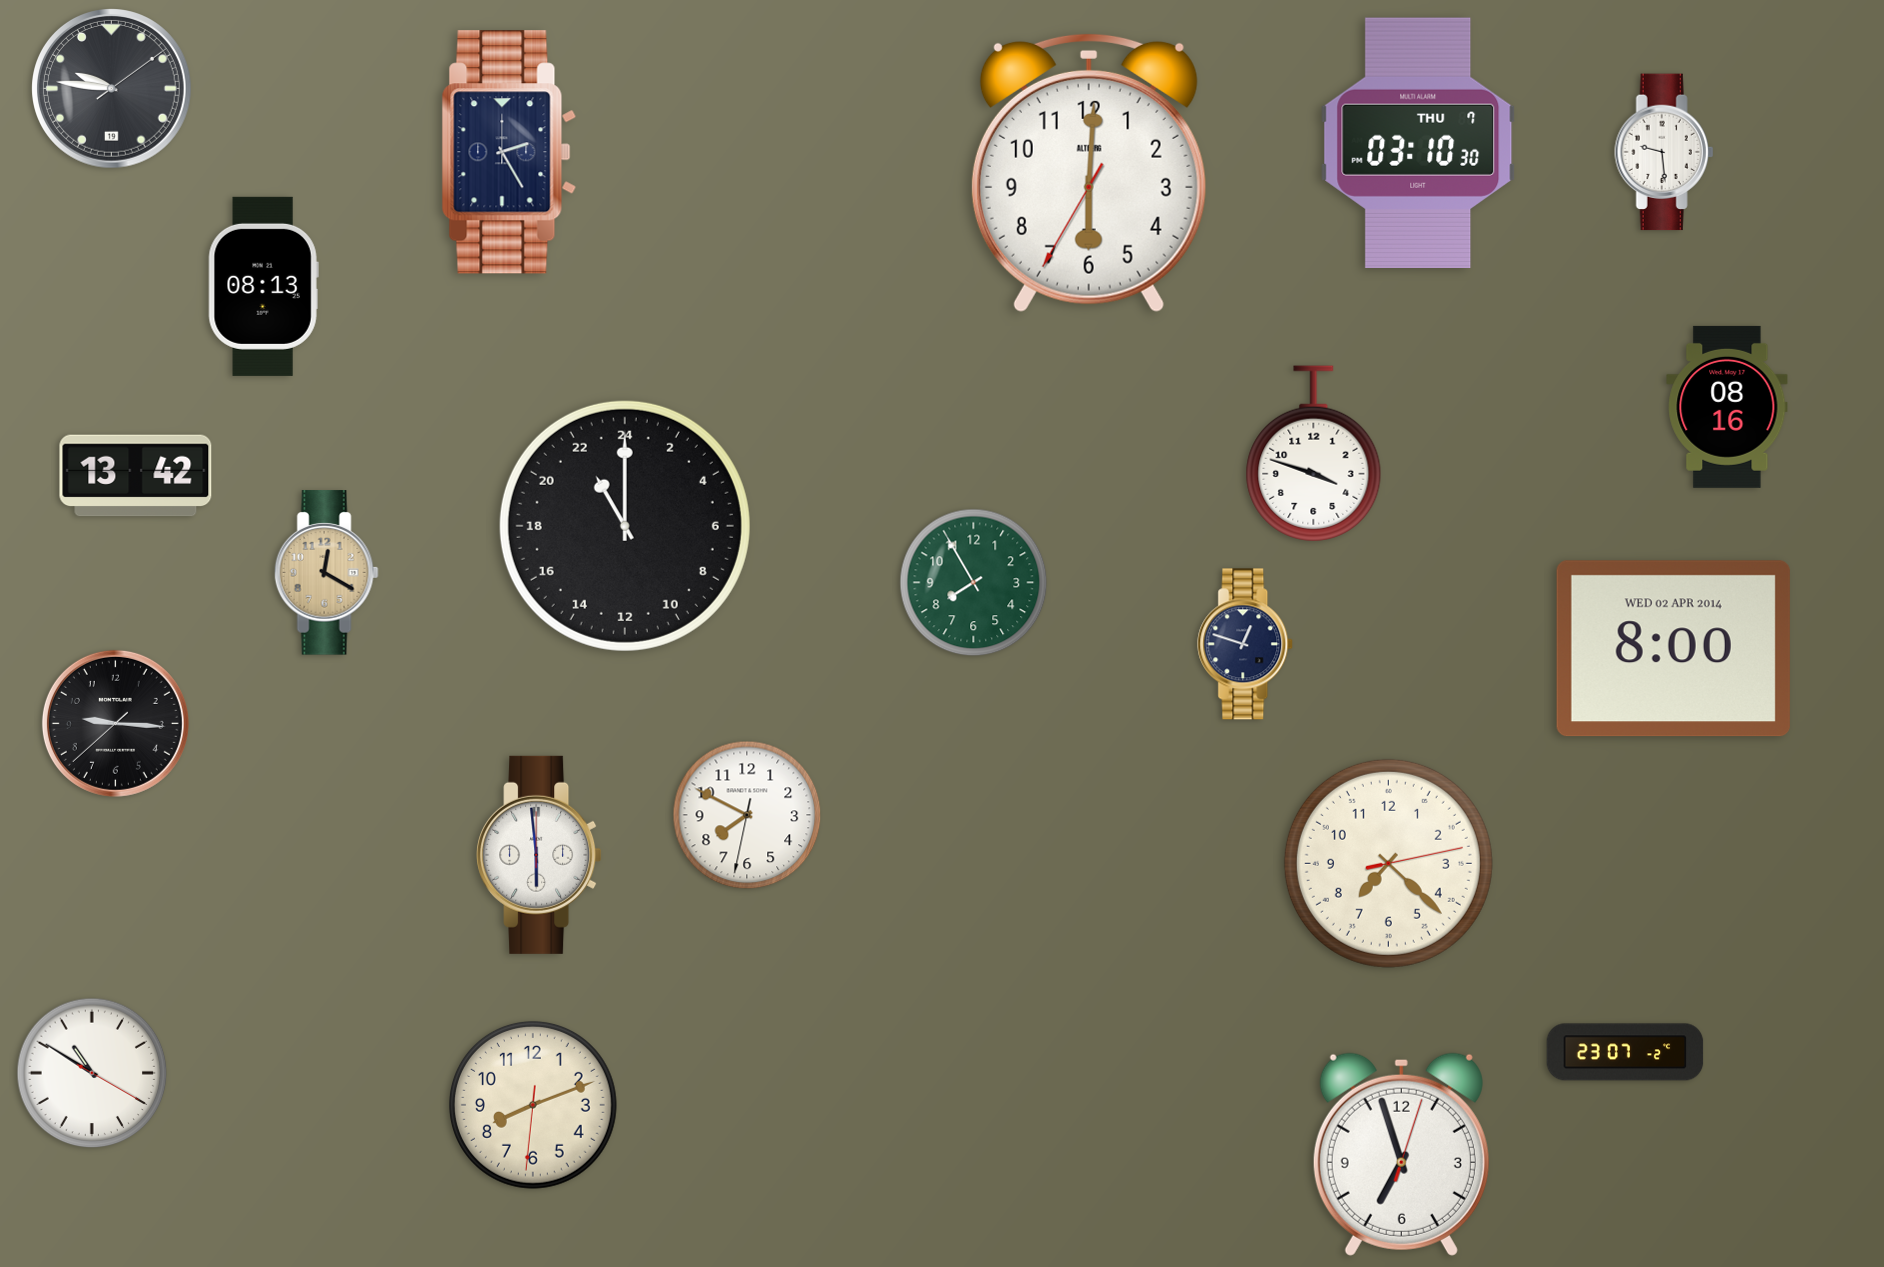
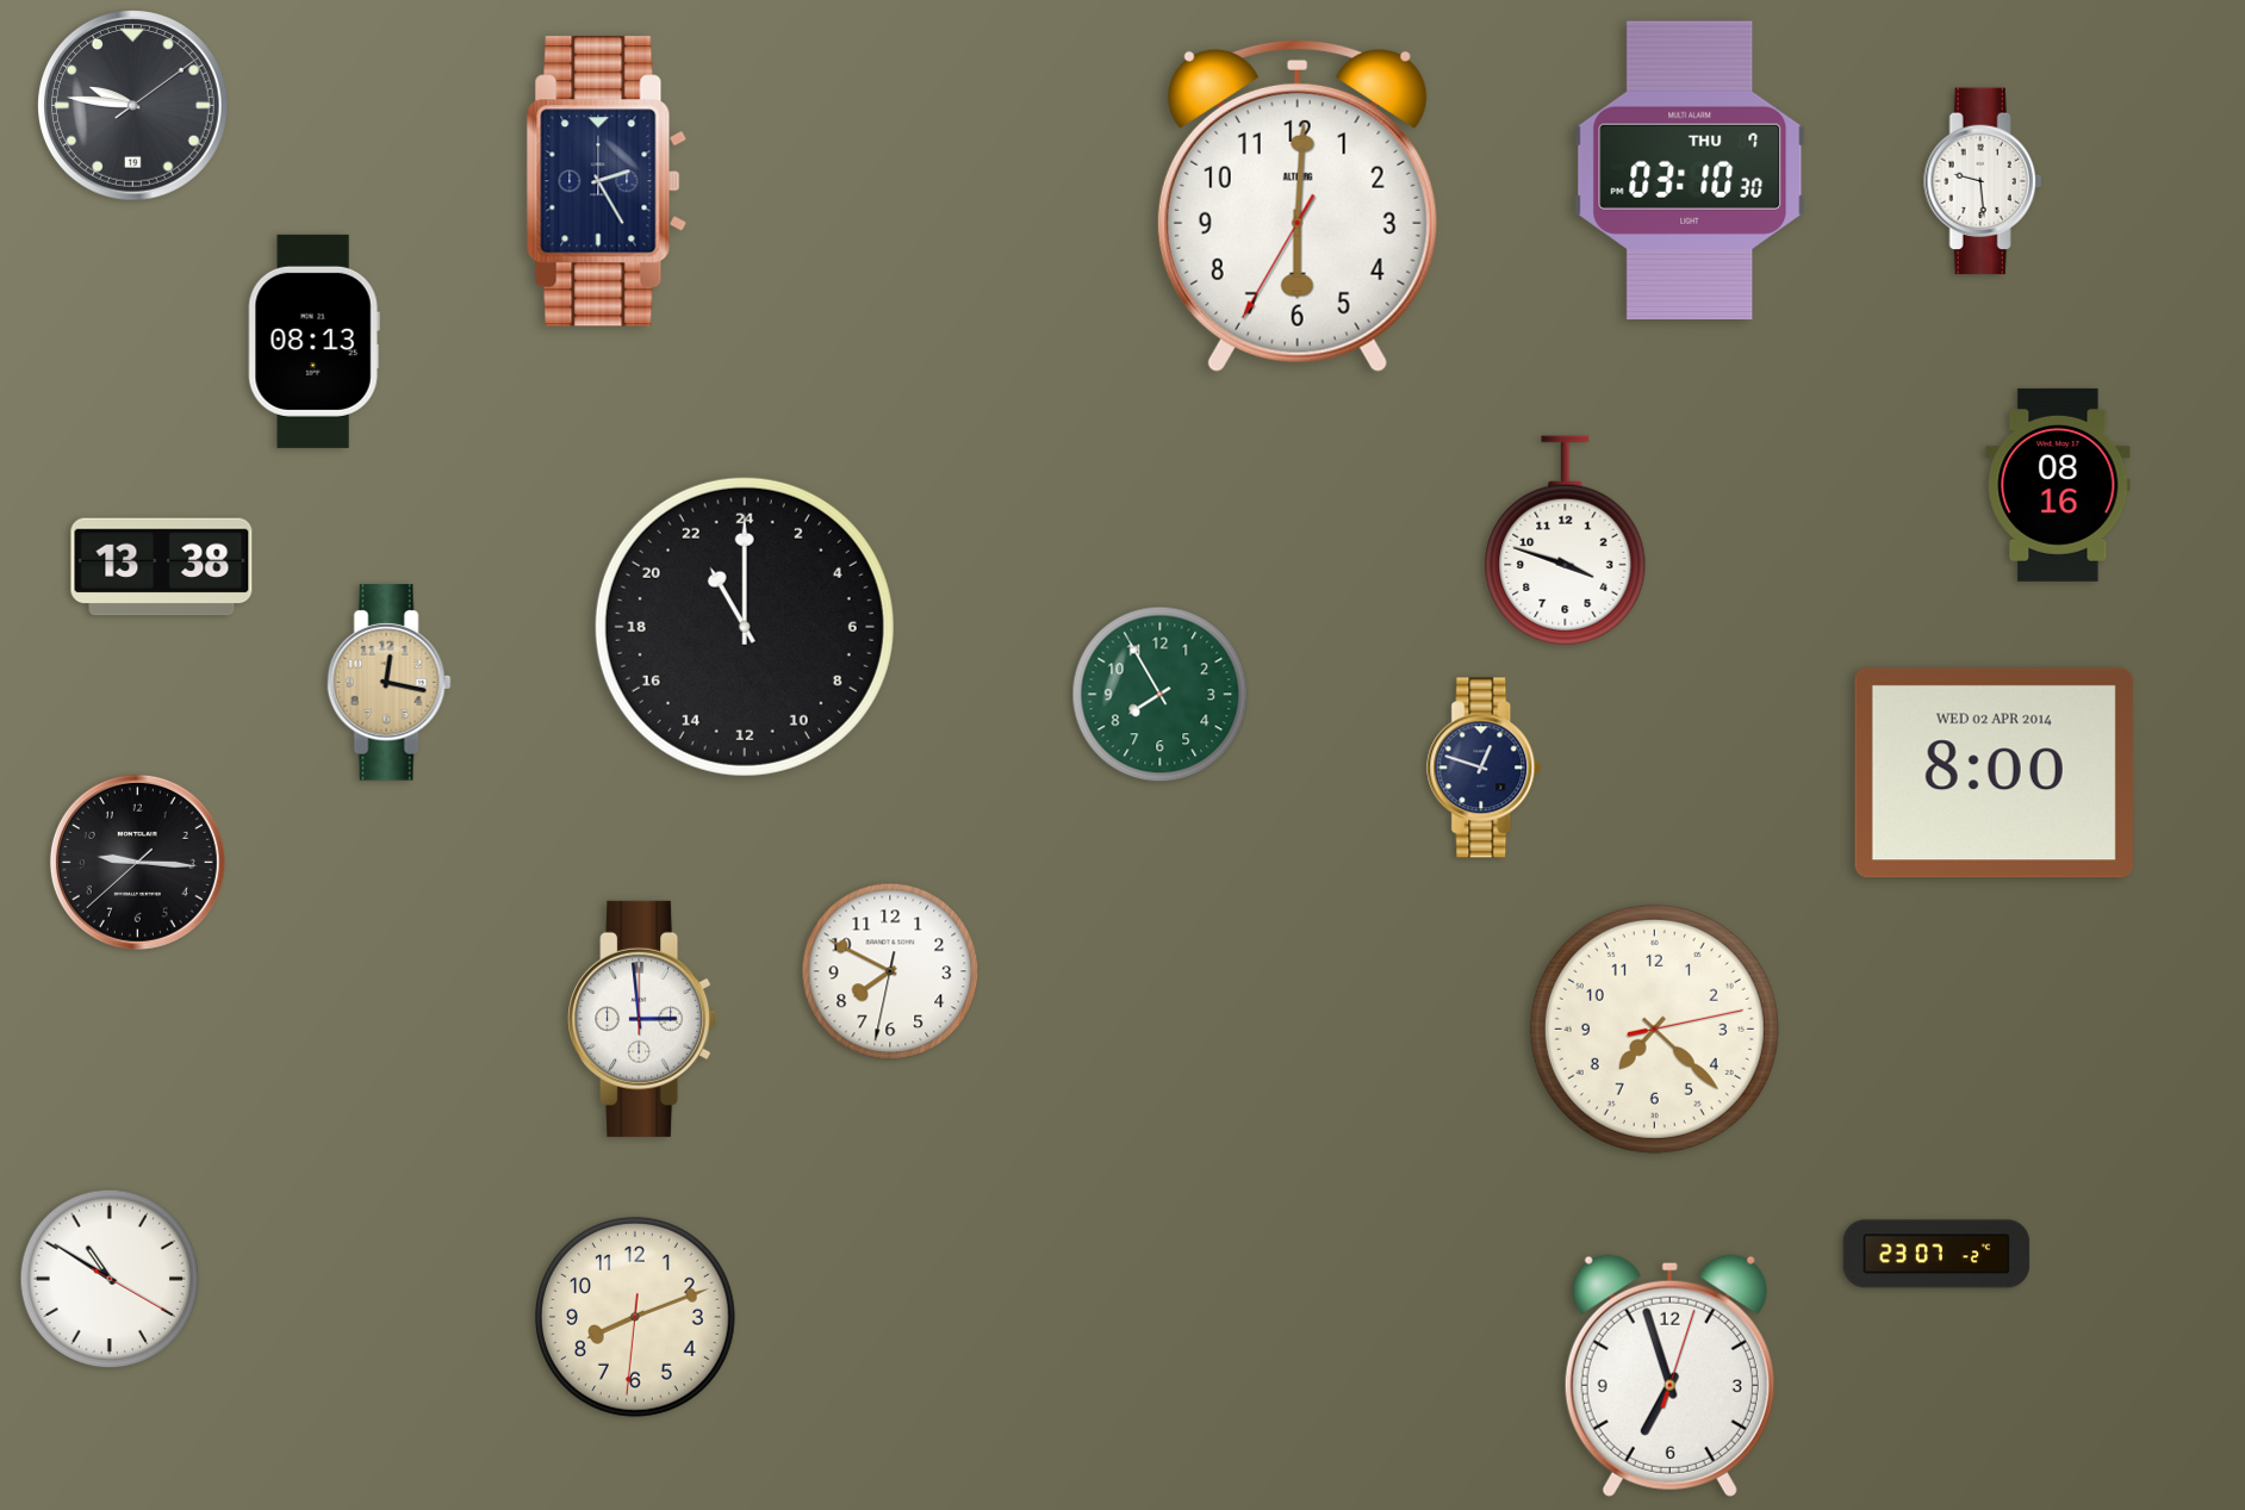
clock at (136, 476): 13:42 -> 13:38
clock at (326, 573): 12:20 -> 12:17
clock at (539, 855): 5:59 -> 2:59
